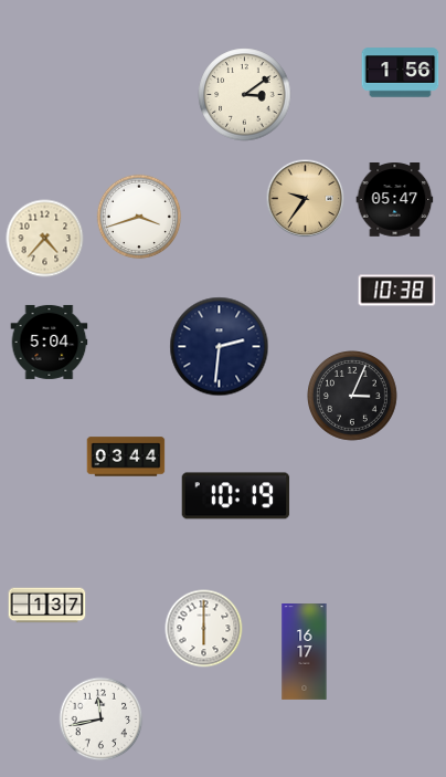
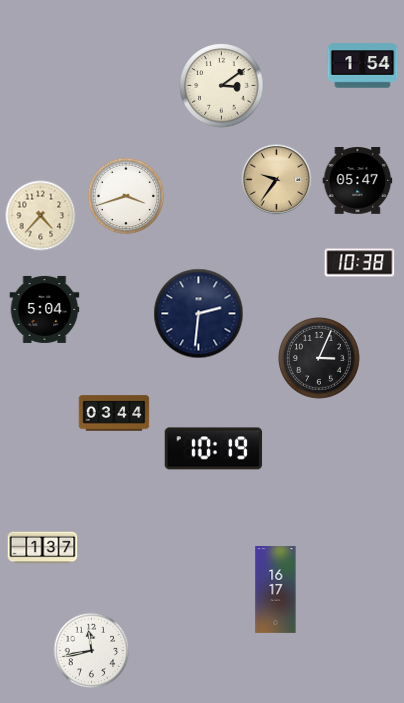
clock at (401, 73): 1:56 -> 1:54
clock at (204, 629): 6:00 -> none
